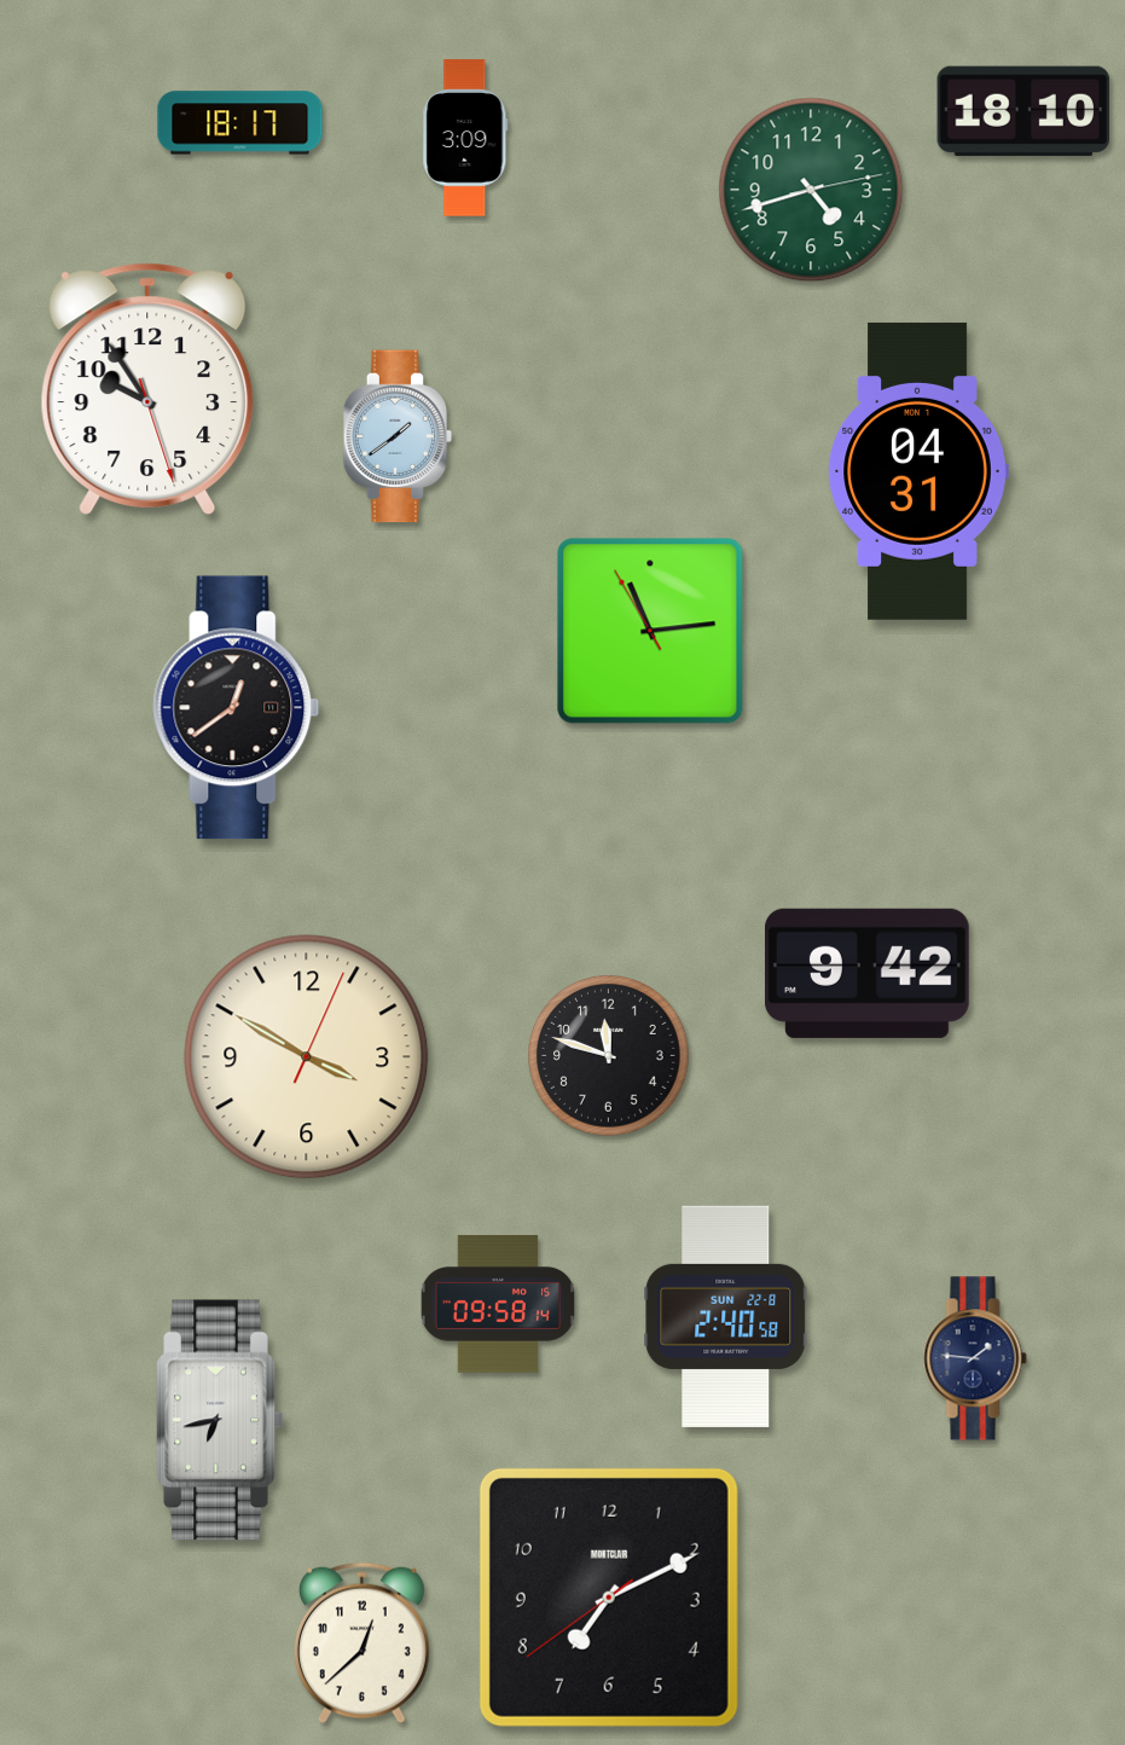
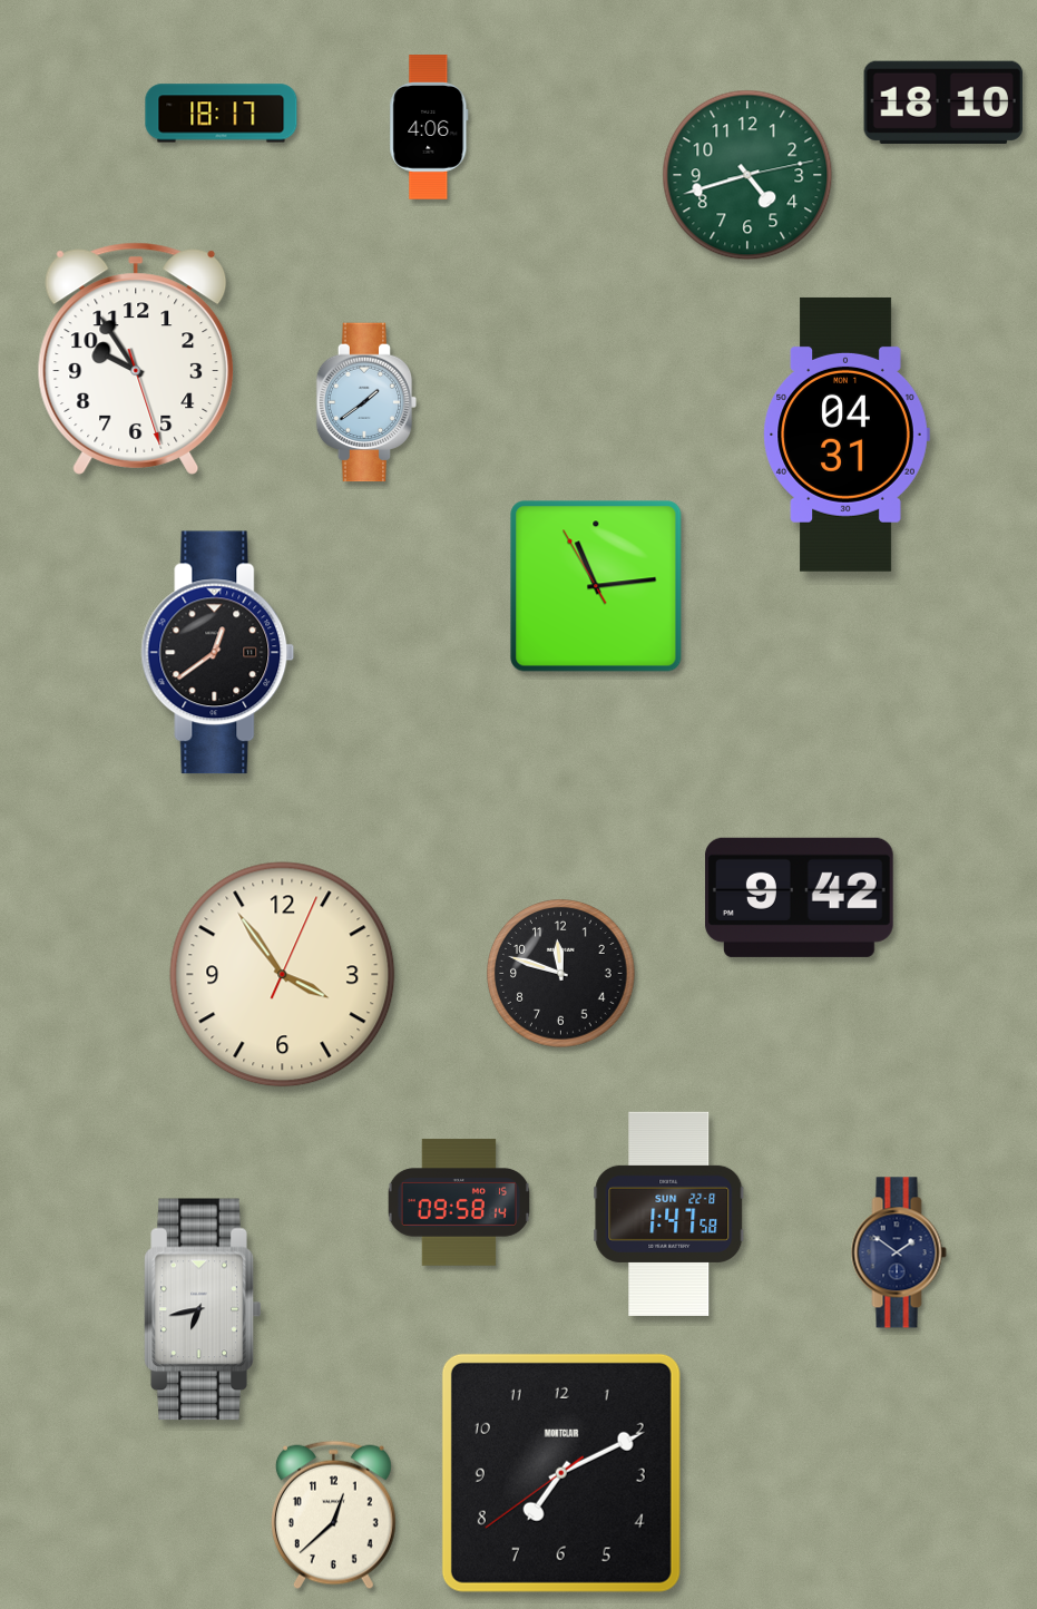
clock at (465, 138): 3:09 -> 4:06
clock at (650, 631) position: (650, 631) -> (596, 586)
clock at (307, 1057): 3:50 -> 3:54
clock at (726, 1316): 2:40 -> 1:47
clock at (975, 1358): 1:46 -> 1:51
